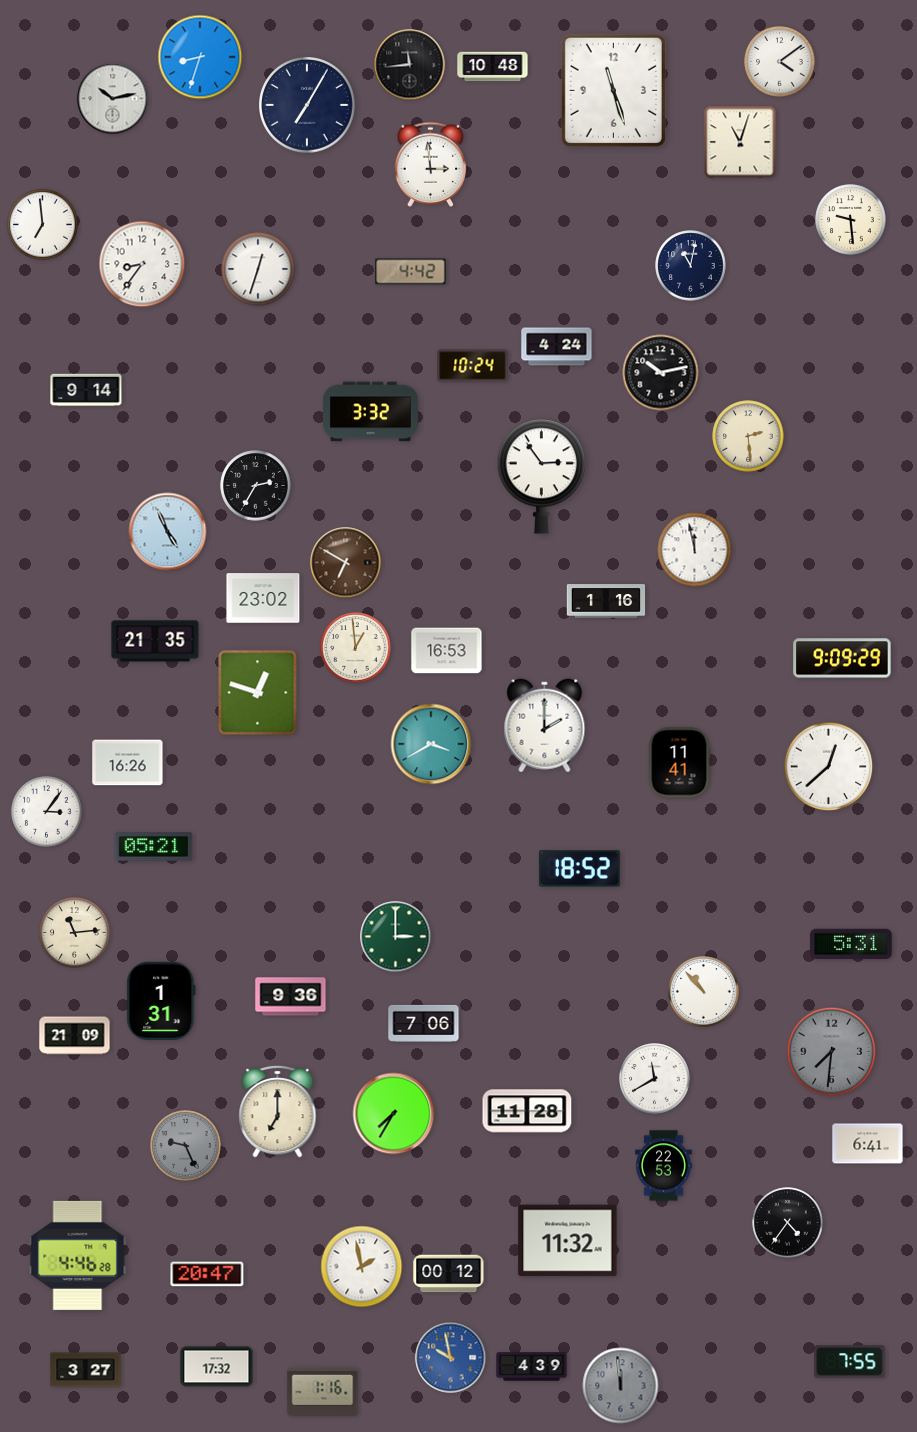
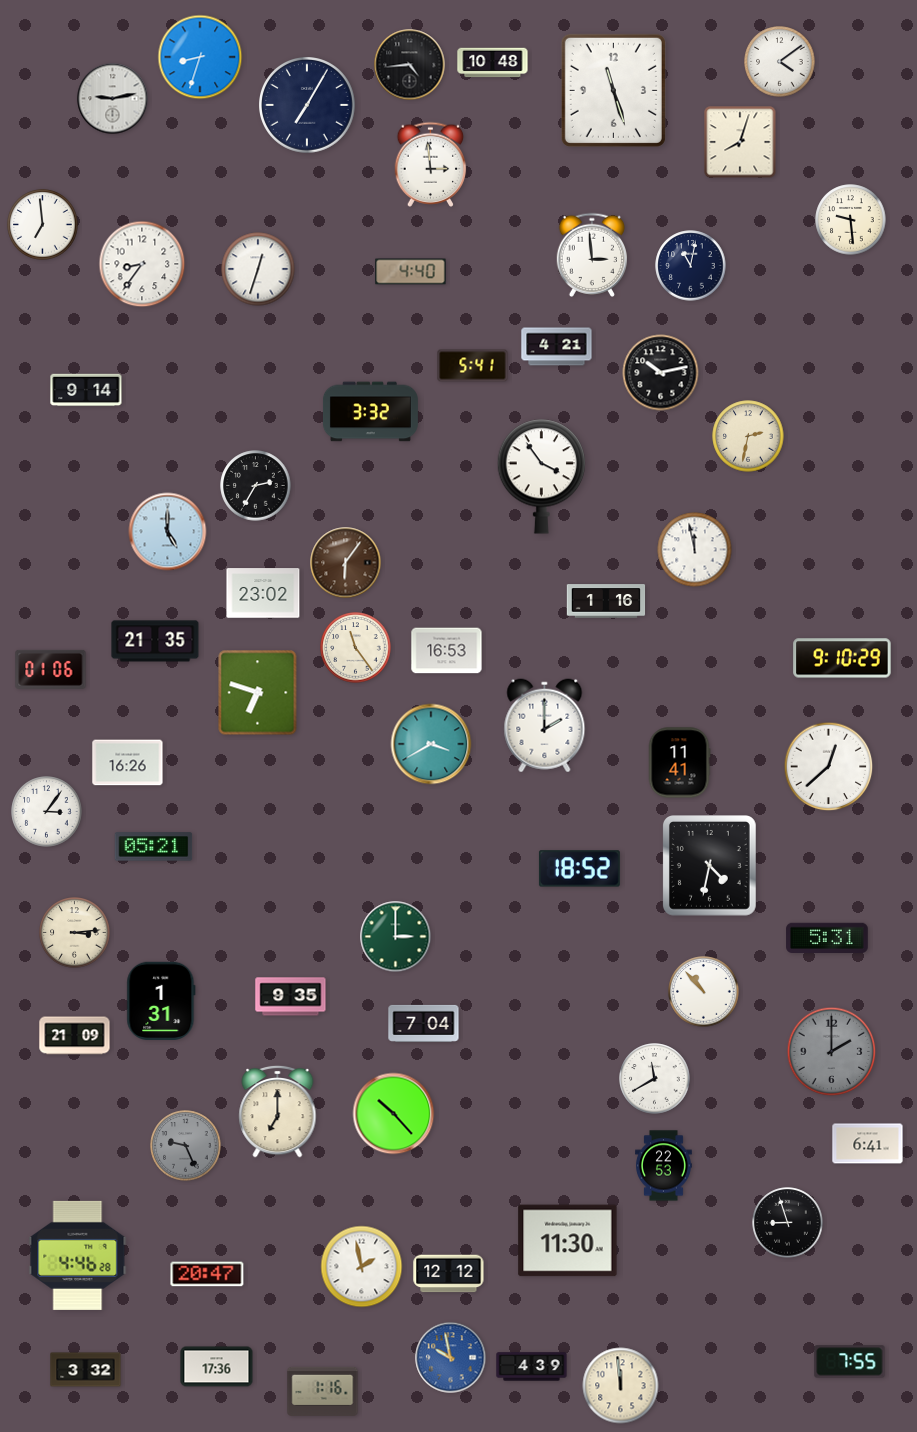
clock at (410, 65): 11:44 -> 4:44
clock at (493, 67) position: (493, 67) -> (493, 63)
clock at (113, 99): 10:13 -> 9:13
clock at (740, 142): 11:03 -> 8:03
clock at (592, 255): none -> 2:59
clock at (411, 272): 4:42 -> 4:40
clock at (557, 347): 4:24 -> 4:21
clock at (473, 366): 10:24 -> 5:41
clock at (748, 436): 2:29 -> 2:32
clock at (542, 477): 2:54 -> 3:54
clock at (168, 532): 4:56 -> 5:00
clock at (346, 563): 6:50 -> 6:06
clock at (263, 598) position: (263, 598) -> (263, 593)
clock at (356, 648): 12:59 -> 11:24
clock at (842, 658): 9:09 -> 9:10
clock at (51, 669): none -> 01:06
clock at (258, 693): 12:48 -> 6:48
clock at (710, 866): none -> 4:32
clock at (75, 933): 11:14 -> 3:14
clock at (851, 944) position: (851, 944) -> (827, 938)
clock at (291, 997): 9:36 -> 9:35
clock at (424, 1023): 7:06 -> 7:04
clock at (832, 1052): 7:31 -> 2:00
clock at (527, 1111): 11:28 -> none
clock at (394, 1114): 7:35 -> 10:23
clock at (788, 1223): 4:36 -> 8:57
clock at (568, 1241): 11:32 -> 11:30
clock at (449, 1274): 00:12 -> 12:12
clock at (217, 1367): 17:32 -> 17:36
clock at (86, 1370): 3:27 -> 3:32
clock at (621, 1386) dial: grey -> cream
